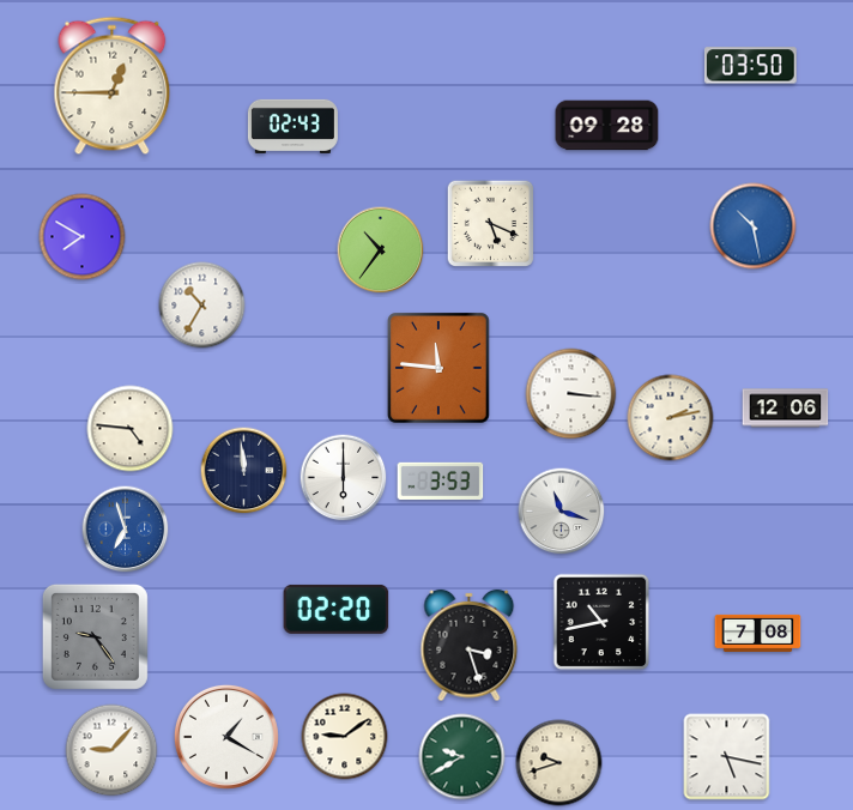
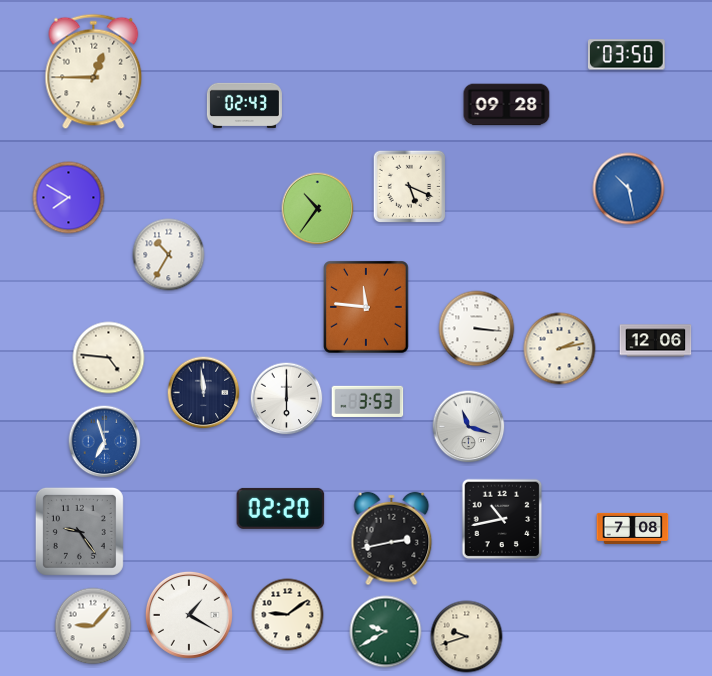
clock at (470, 646): 3:27 -> 2:43
clock at (727, 757): 5:17 -> none
